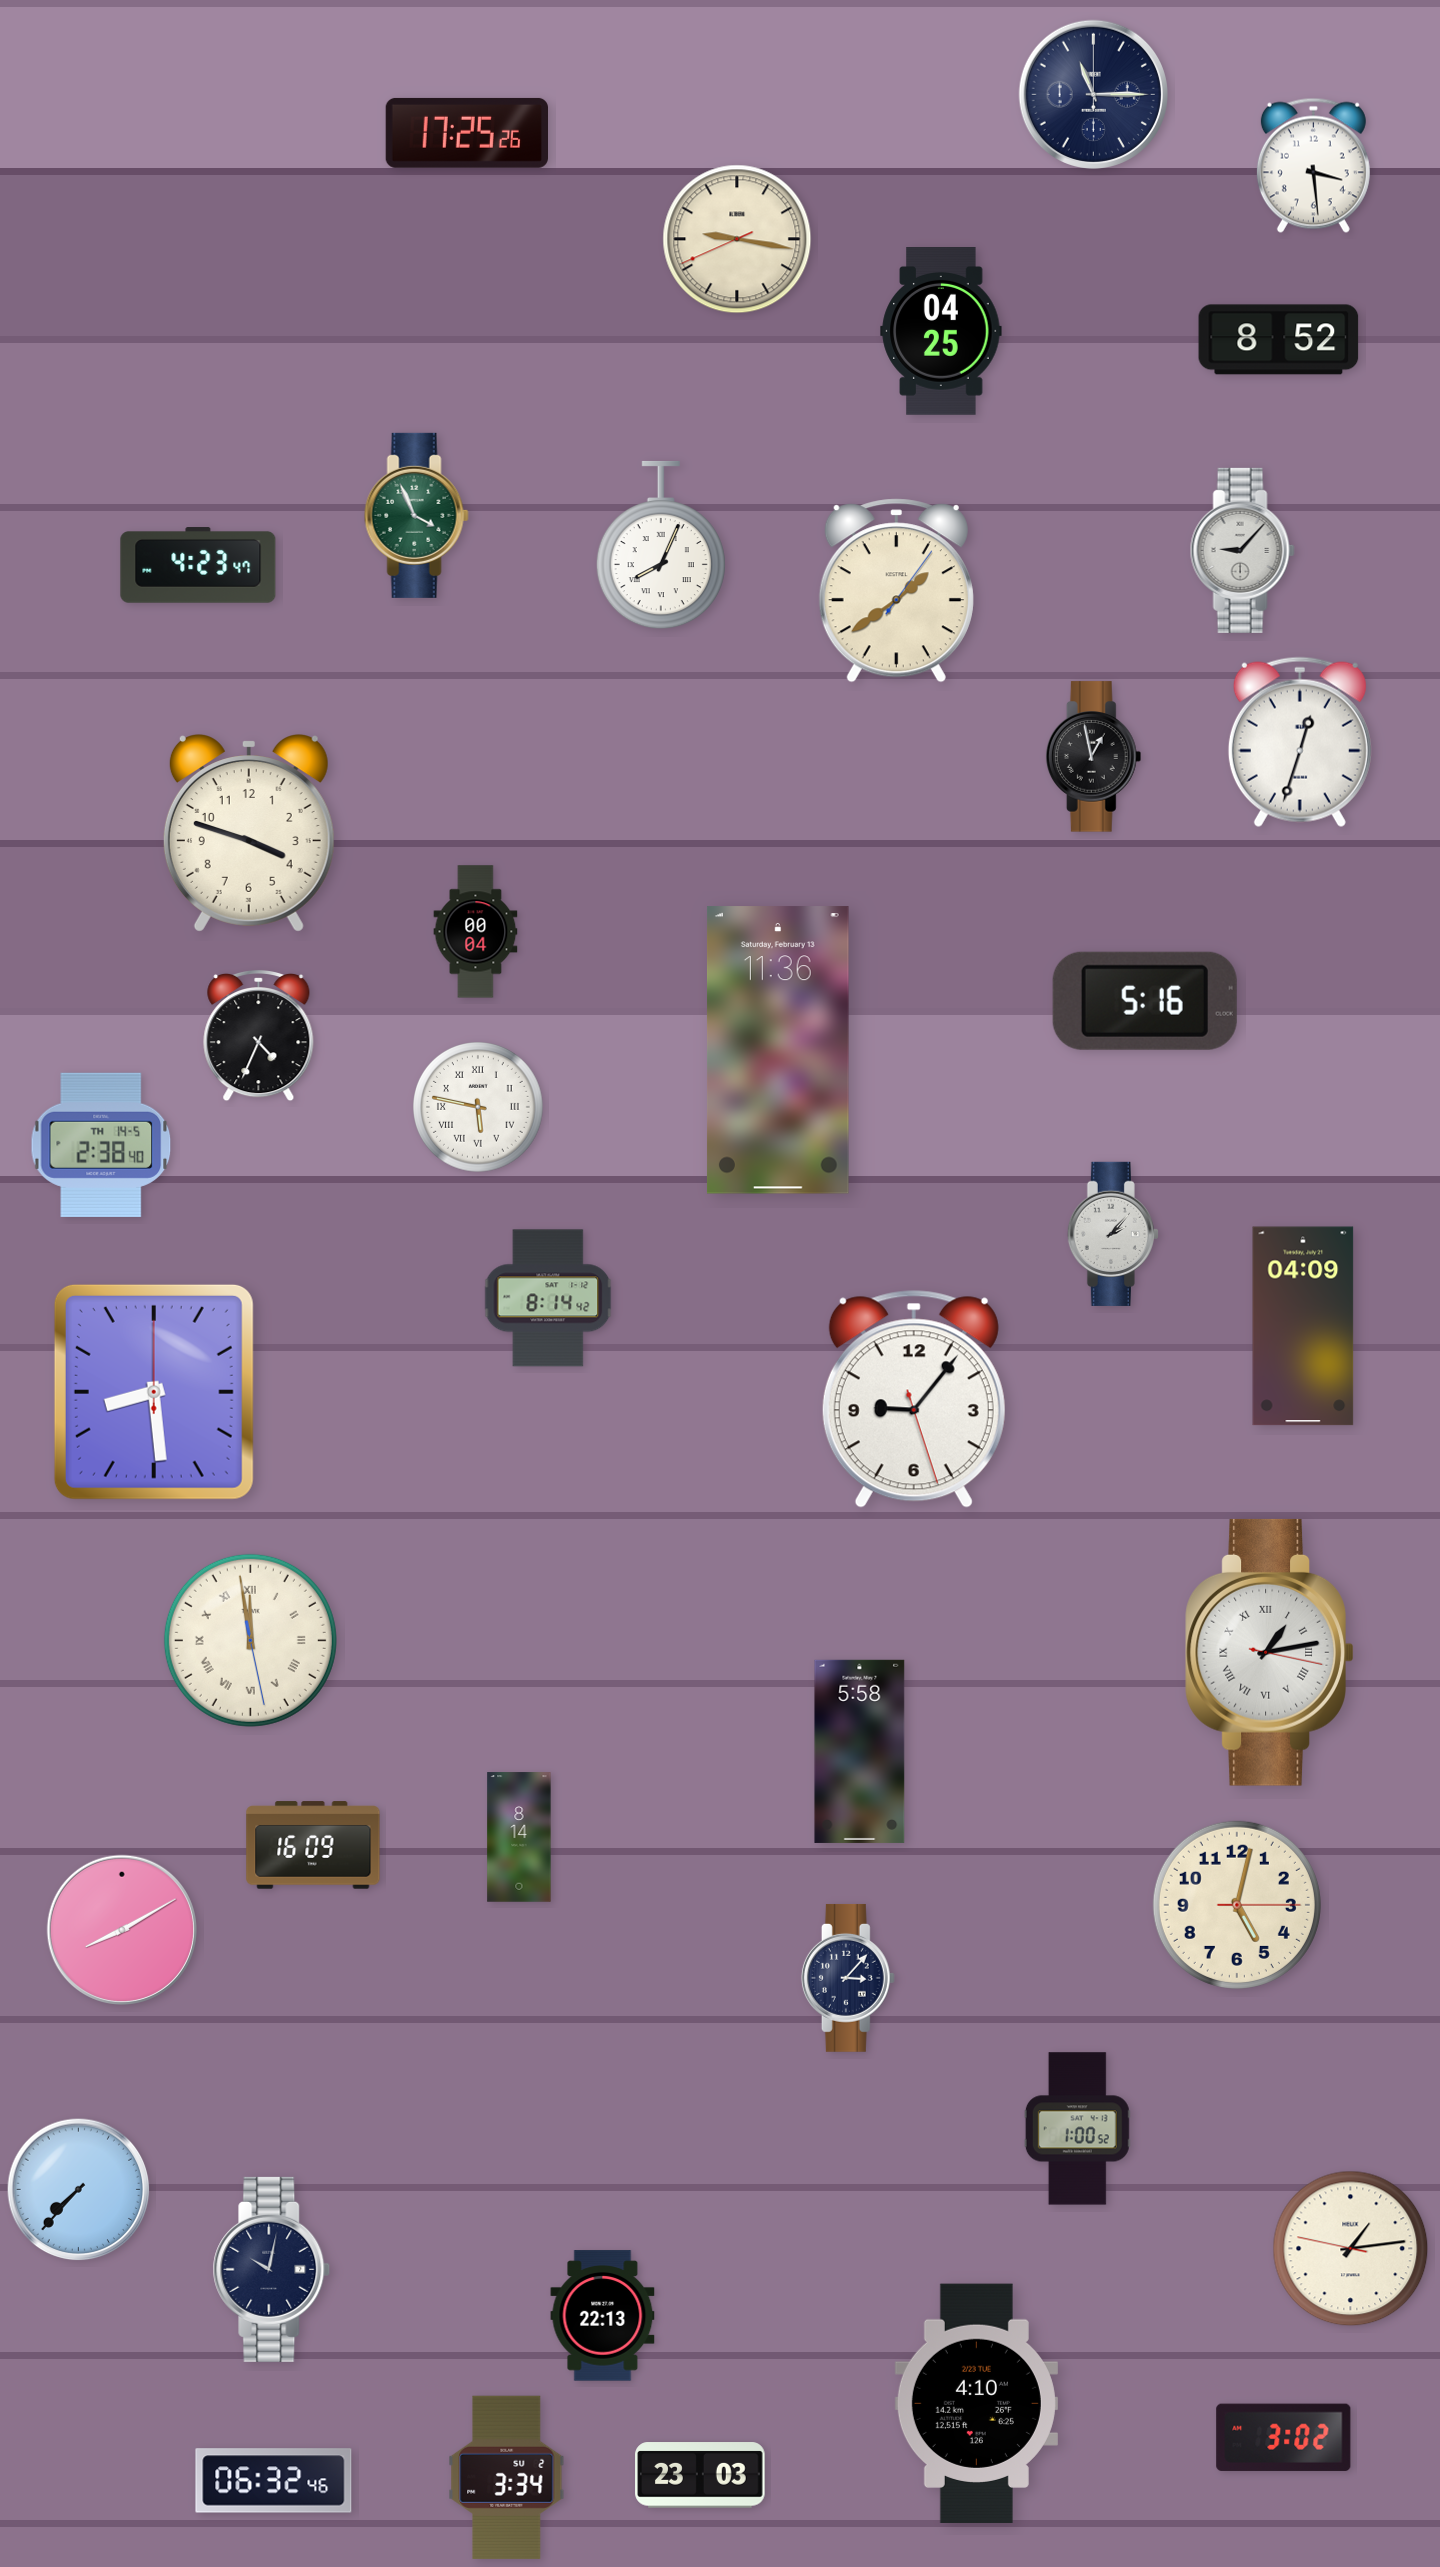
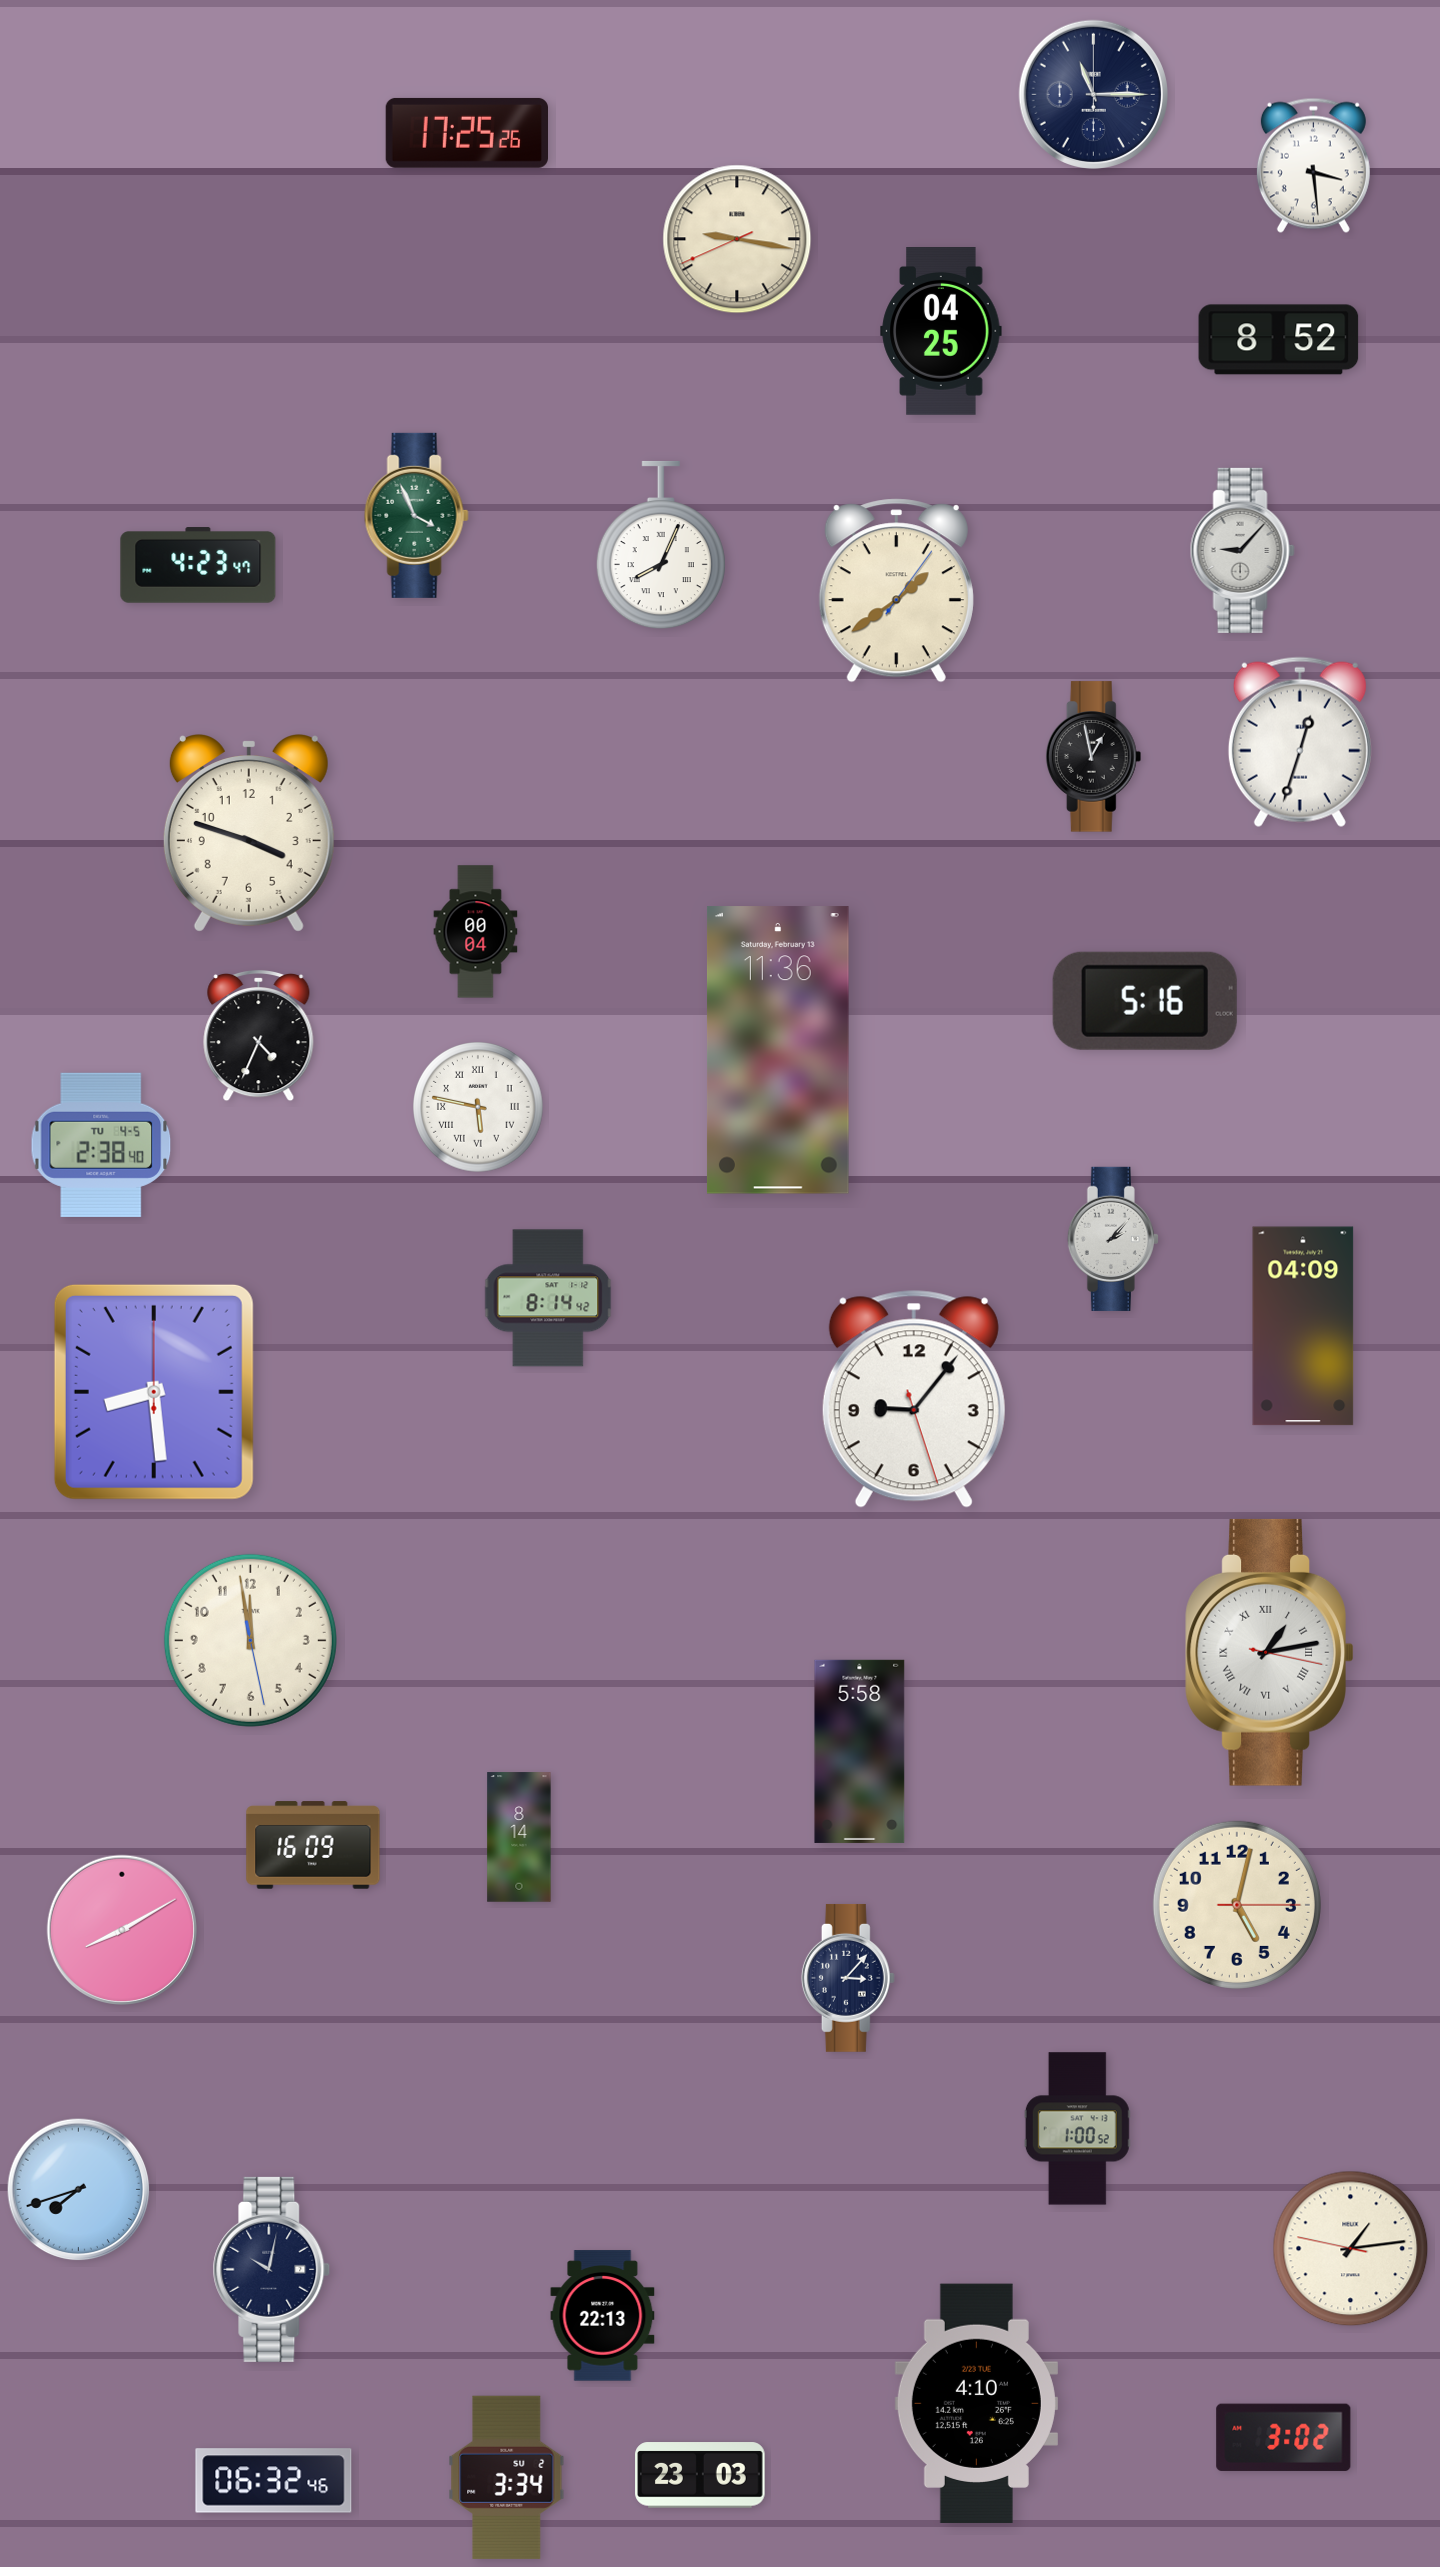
clock at (101, 1145) date: TH 14-5 -> TU 4-5
clock at (1113, 1234) position: (1113, 1234) -> (1113, 1239)
clock at (250, 1640) numerals: Roman -> Arabic
clock at (79, 2190): 7:37 -> 7:42
